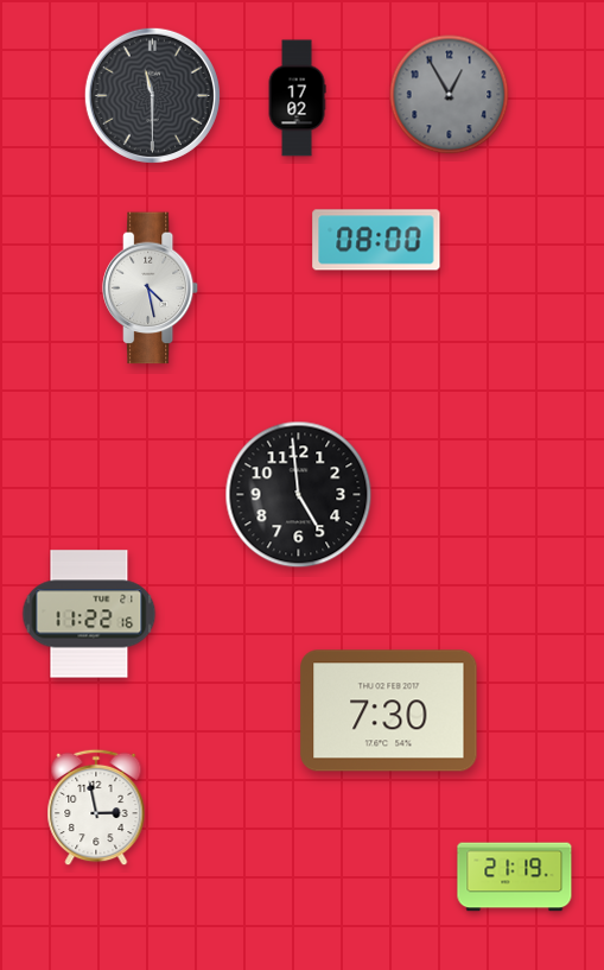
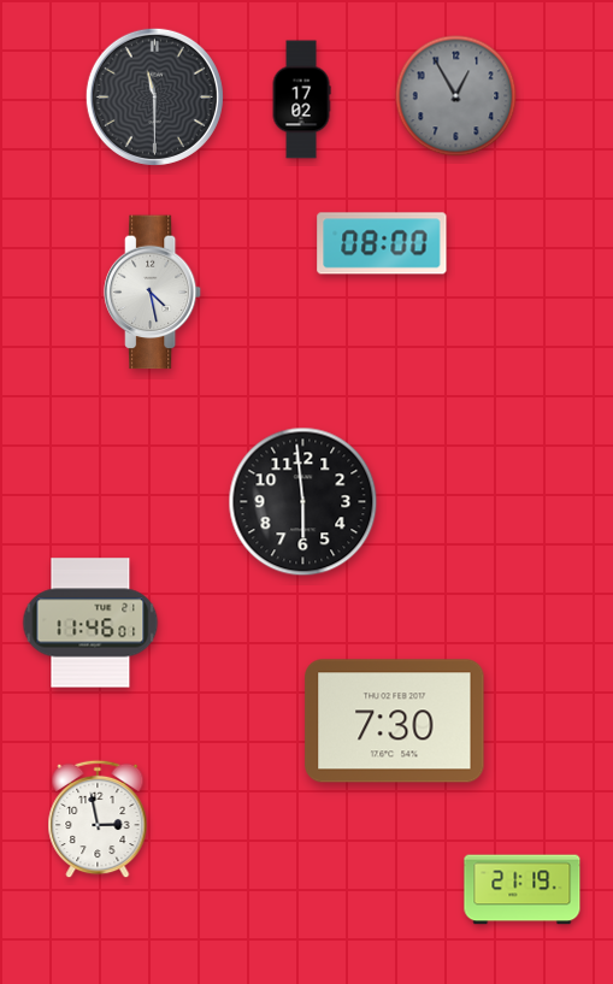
clock at (299, 495): 4:59 -> 5:59
clock at (89, 614): 11:22 -> 11:46
